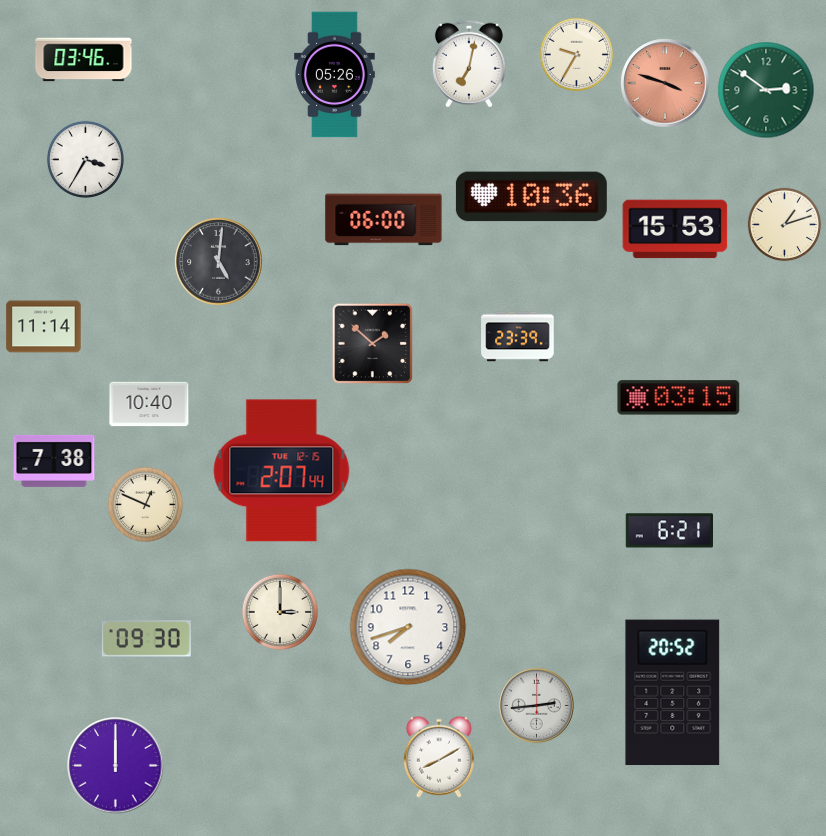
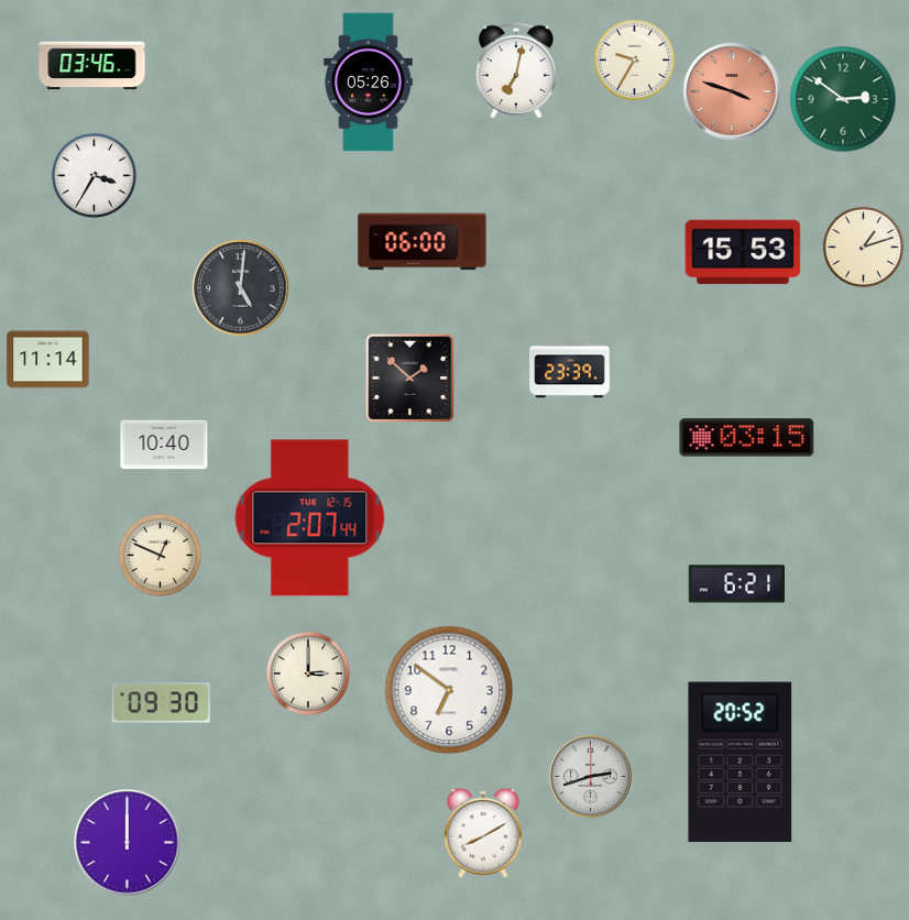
clock at (531, 197): 10:36 -> none
clock at (54, 461): 7:38 -> none
clock at (408, 627): 7:42 -> 6:51
clock at (537, 706): 2:44 -> 2:42
